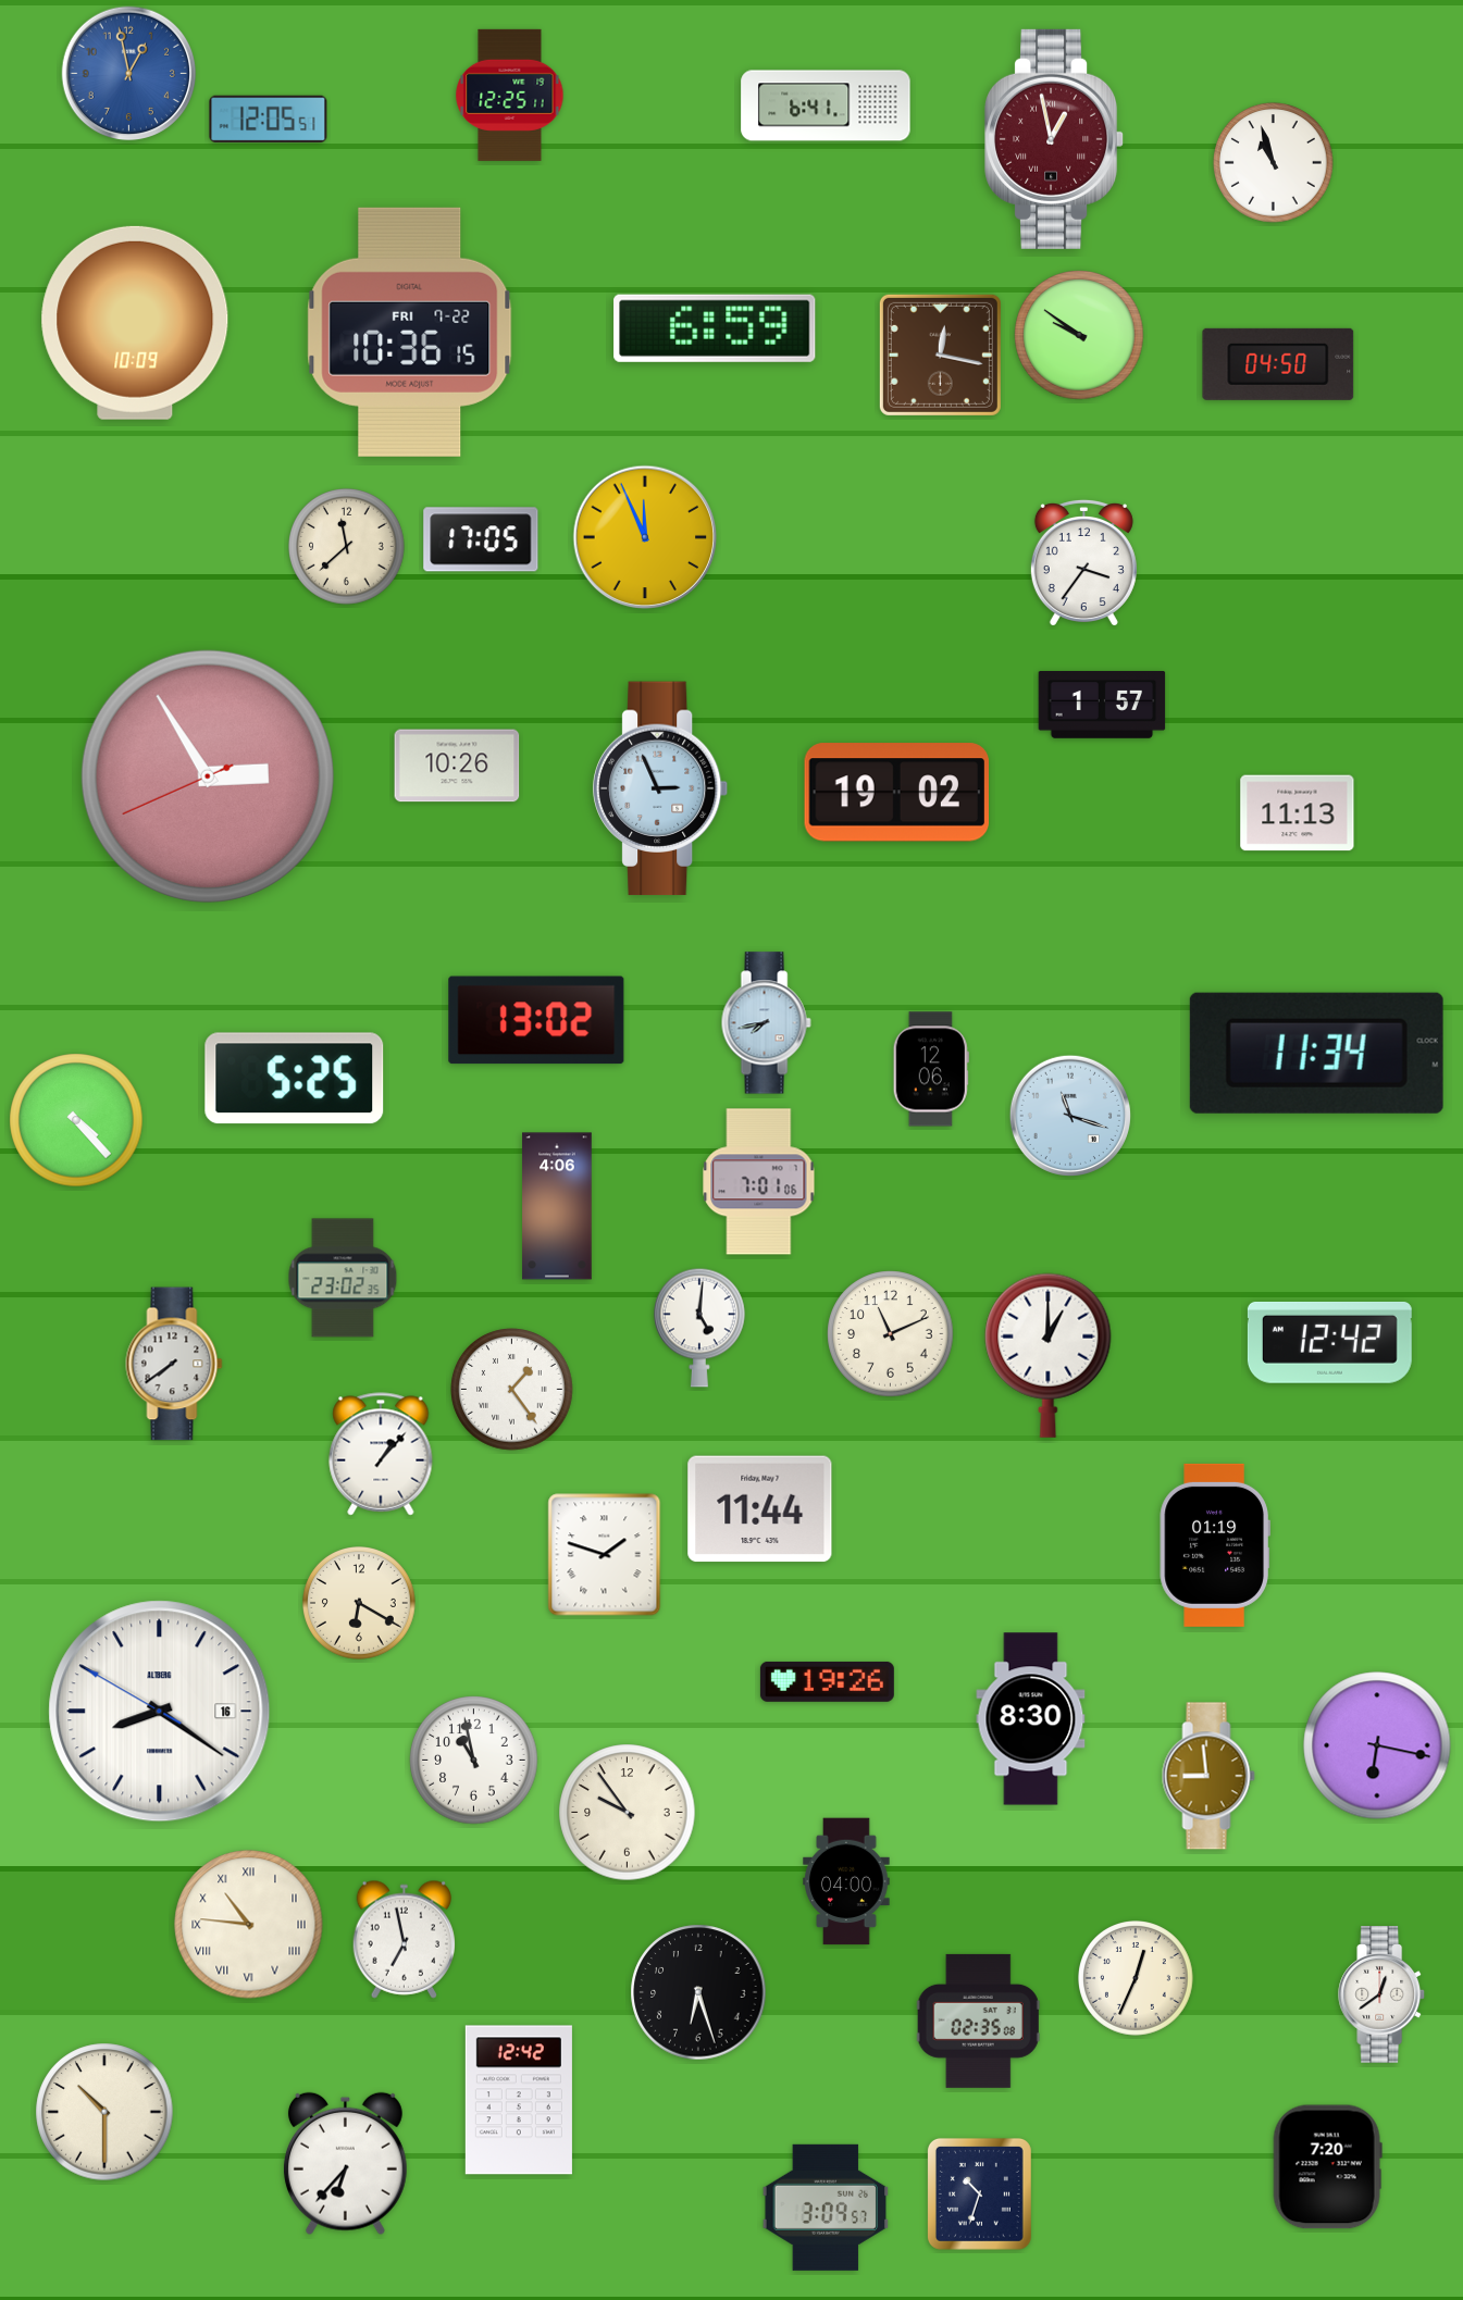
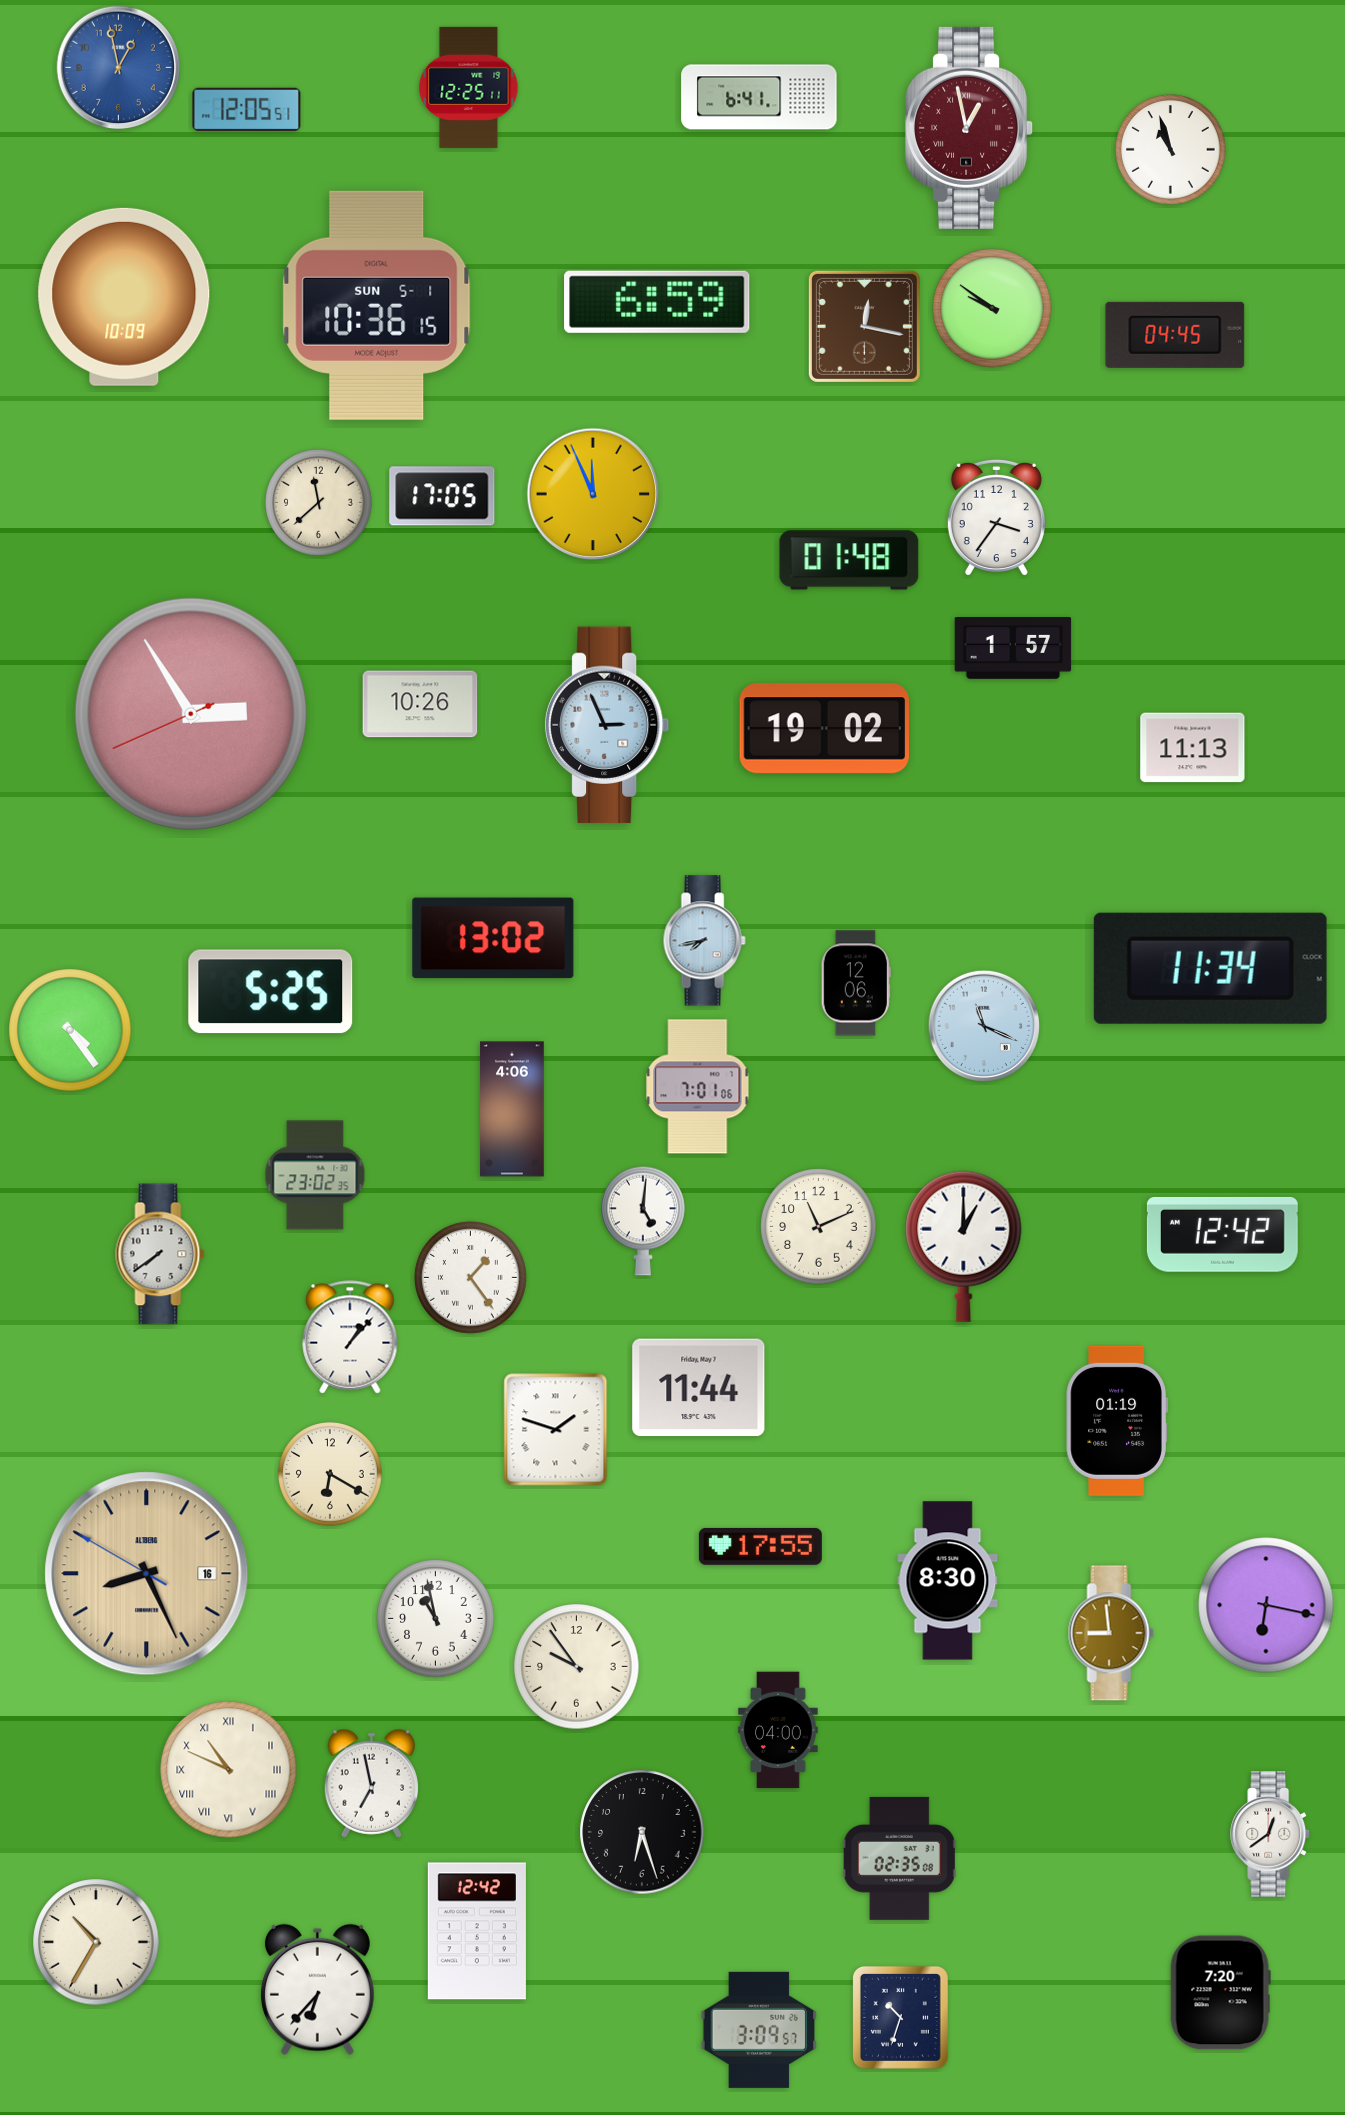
clock at (410, 332) date: FRI 7-22 -> SUN 5-1
clock at (1278, 364): 04:50 -> 04:45
clock at (849, 560): none -> 01:48
clock at (1070, 1116): 11:18 -> 11:19
clock at (76, 1120): 4:23 -> 4:24
clock at (827, 1681): 19:26 -> 17:55
clock at (160, 1712): 8:20 -> 8:25
clock at (160, 1712) dial: white -> champagne
clock at (249, 1925): 10:46 -> 10:49
clock at (1137, 1979): 12:34 -> none
clock at (104, 2112): 10:30 -> 10:35
